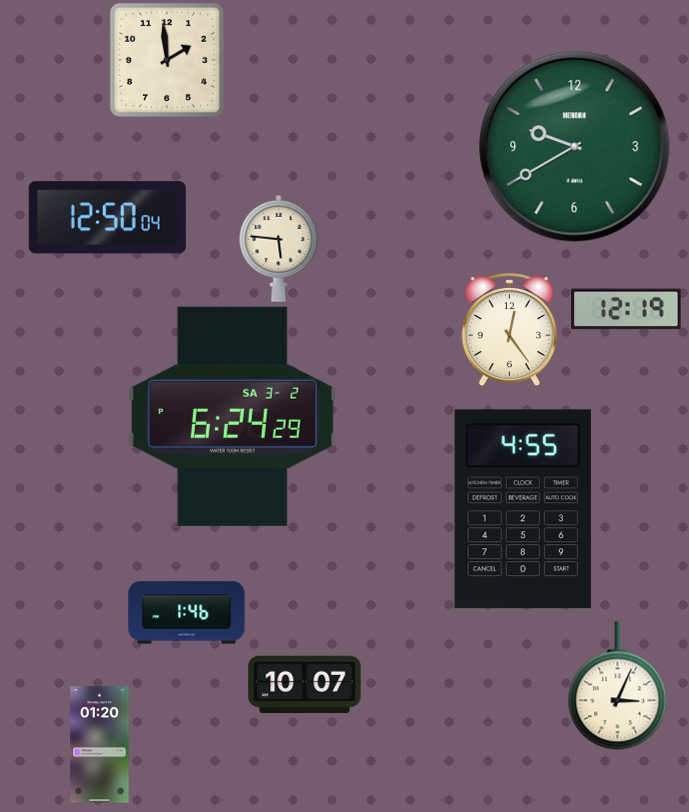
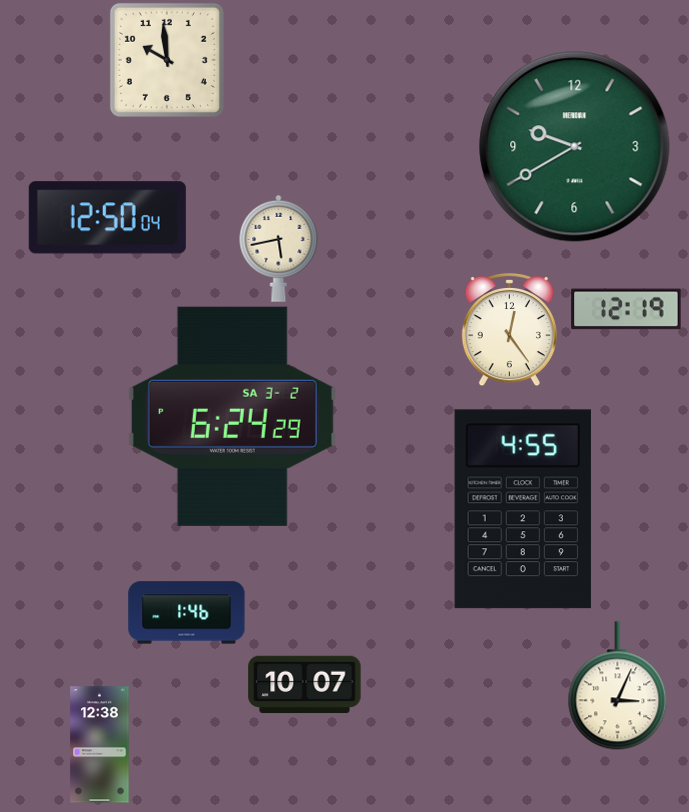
clock at (167, 60): 1:59 -> 9:59
clock at (279, 248): 5:46 -> 5:43
clock at (100, 745): 01:20 -> 12:38
